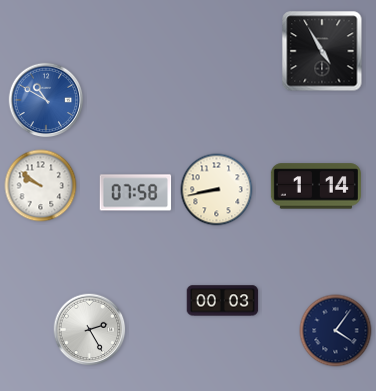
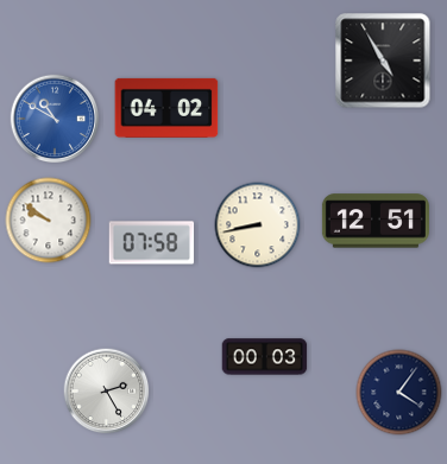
clock at (166, 108): none -> 04:02
clock at (316, 186): 1:14 -> 12:51
clock at (136, 193) position: (136, 193) -> (152, 243)
